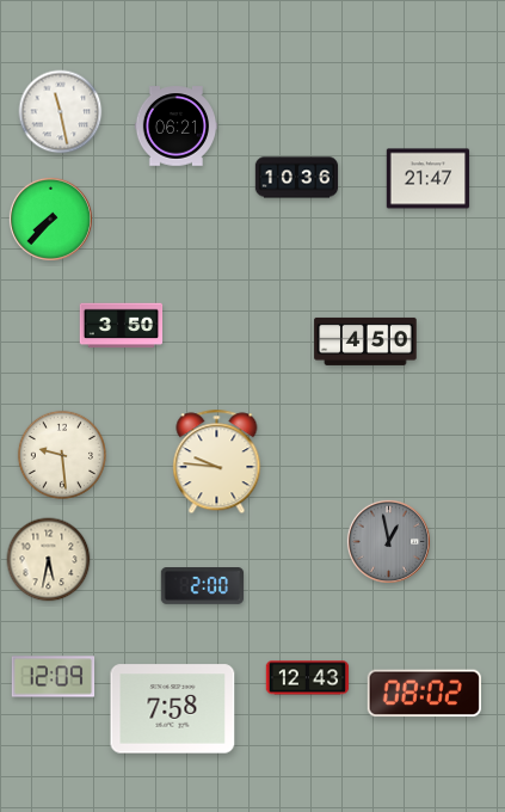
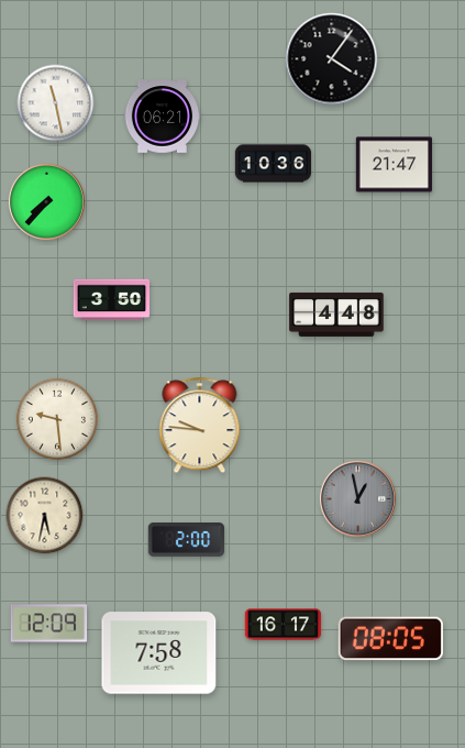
clock at (332, 59): none -> 4:06
clock at (365, 342): 4:50 -> 4:48
clock at (308, 678): 12:43 -> 16:17
clock at (424, 694): 08:02 -> 08:05
